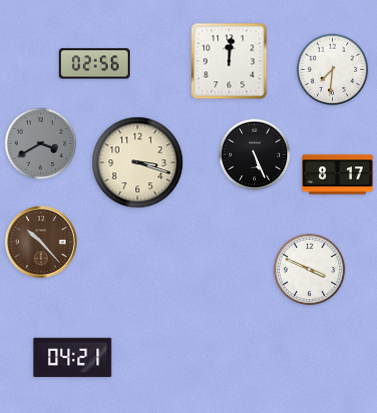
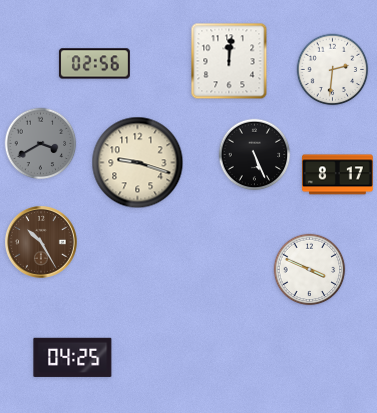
clock at (333, 70): 7:31 -> 2:31
clock at (138, 163): 3:18 -> 9:18
clock at (41, 242): 10:23 -> 10:25
clock at (73, 357): 04:21 -> 04:25
